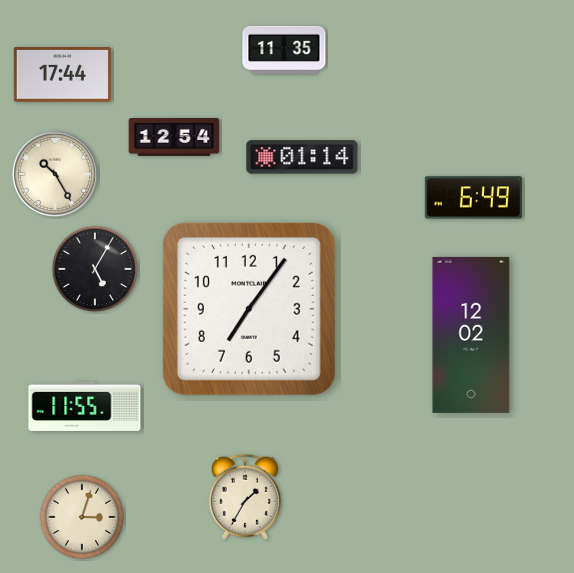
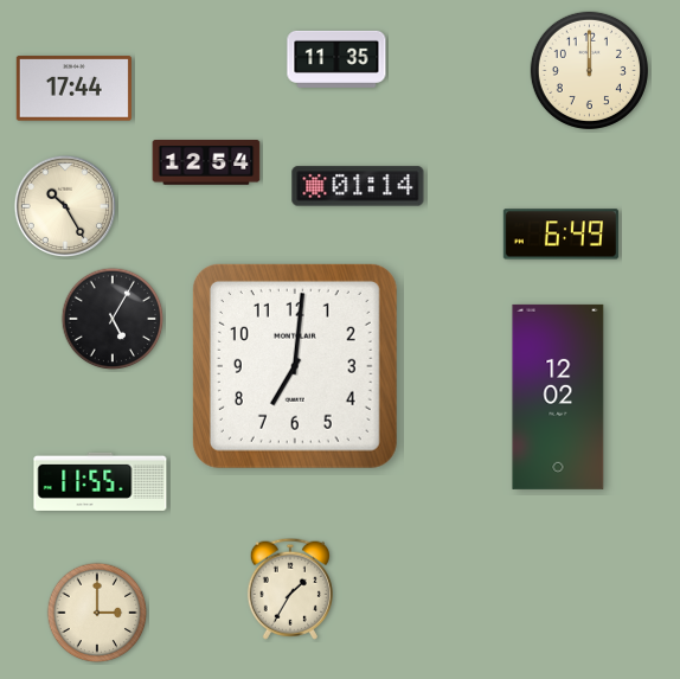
clock at (589, 70): none -> 12:00
clock at (249, 309): 7:06 -> 7:01
clock at (82, 517): 3:03 -> 3:00
